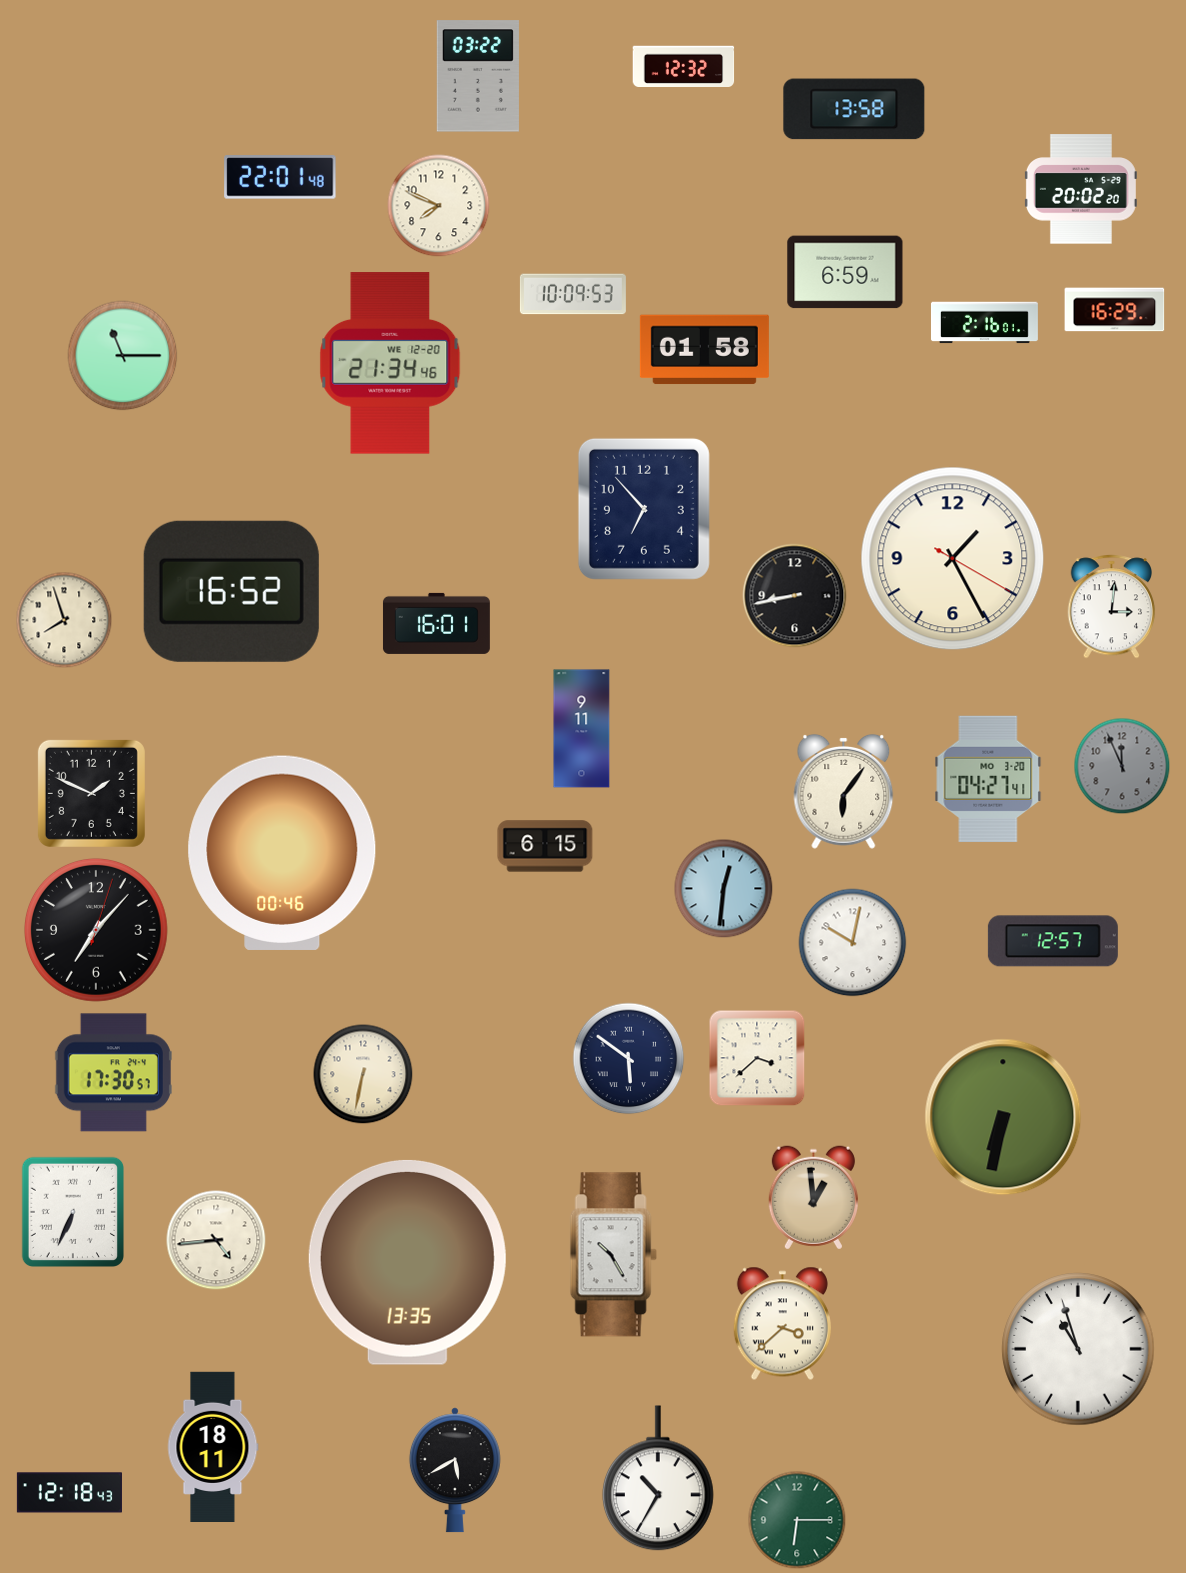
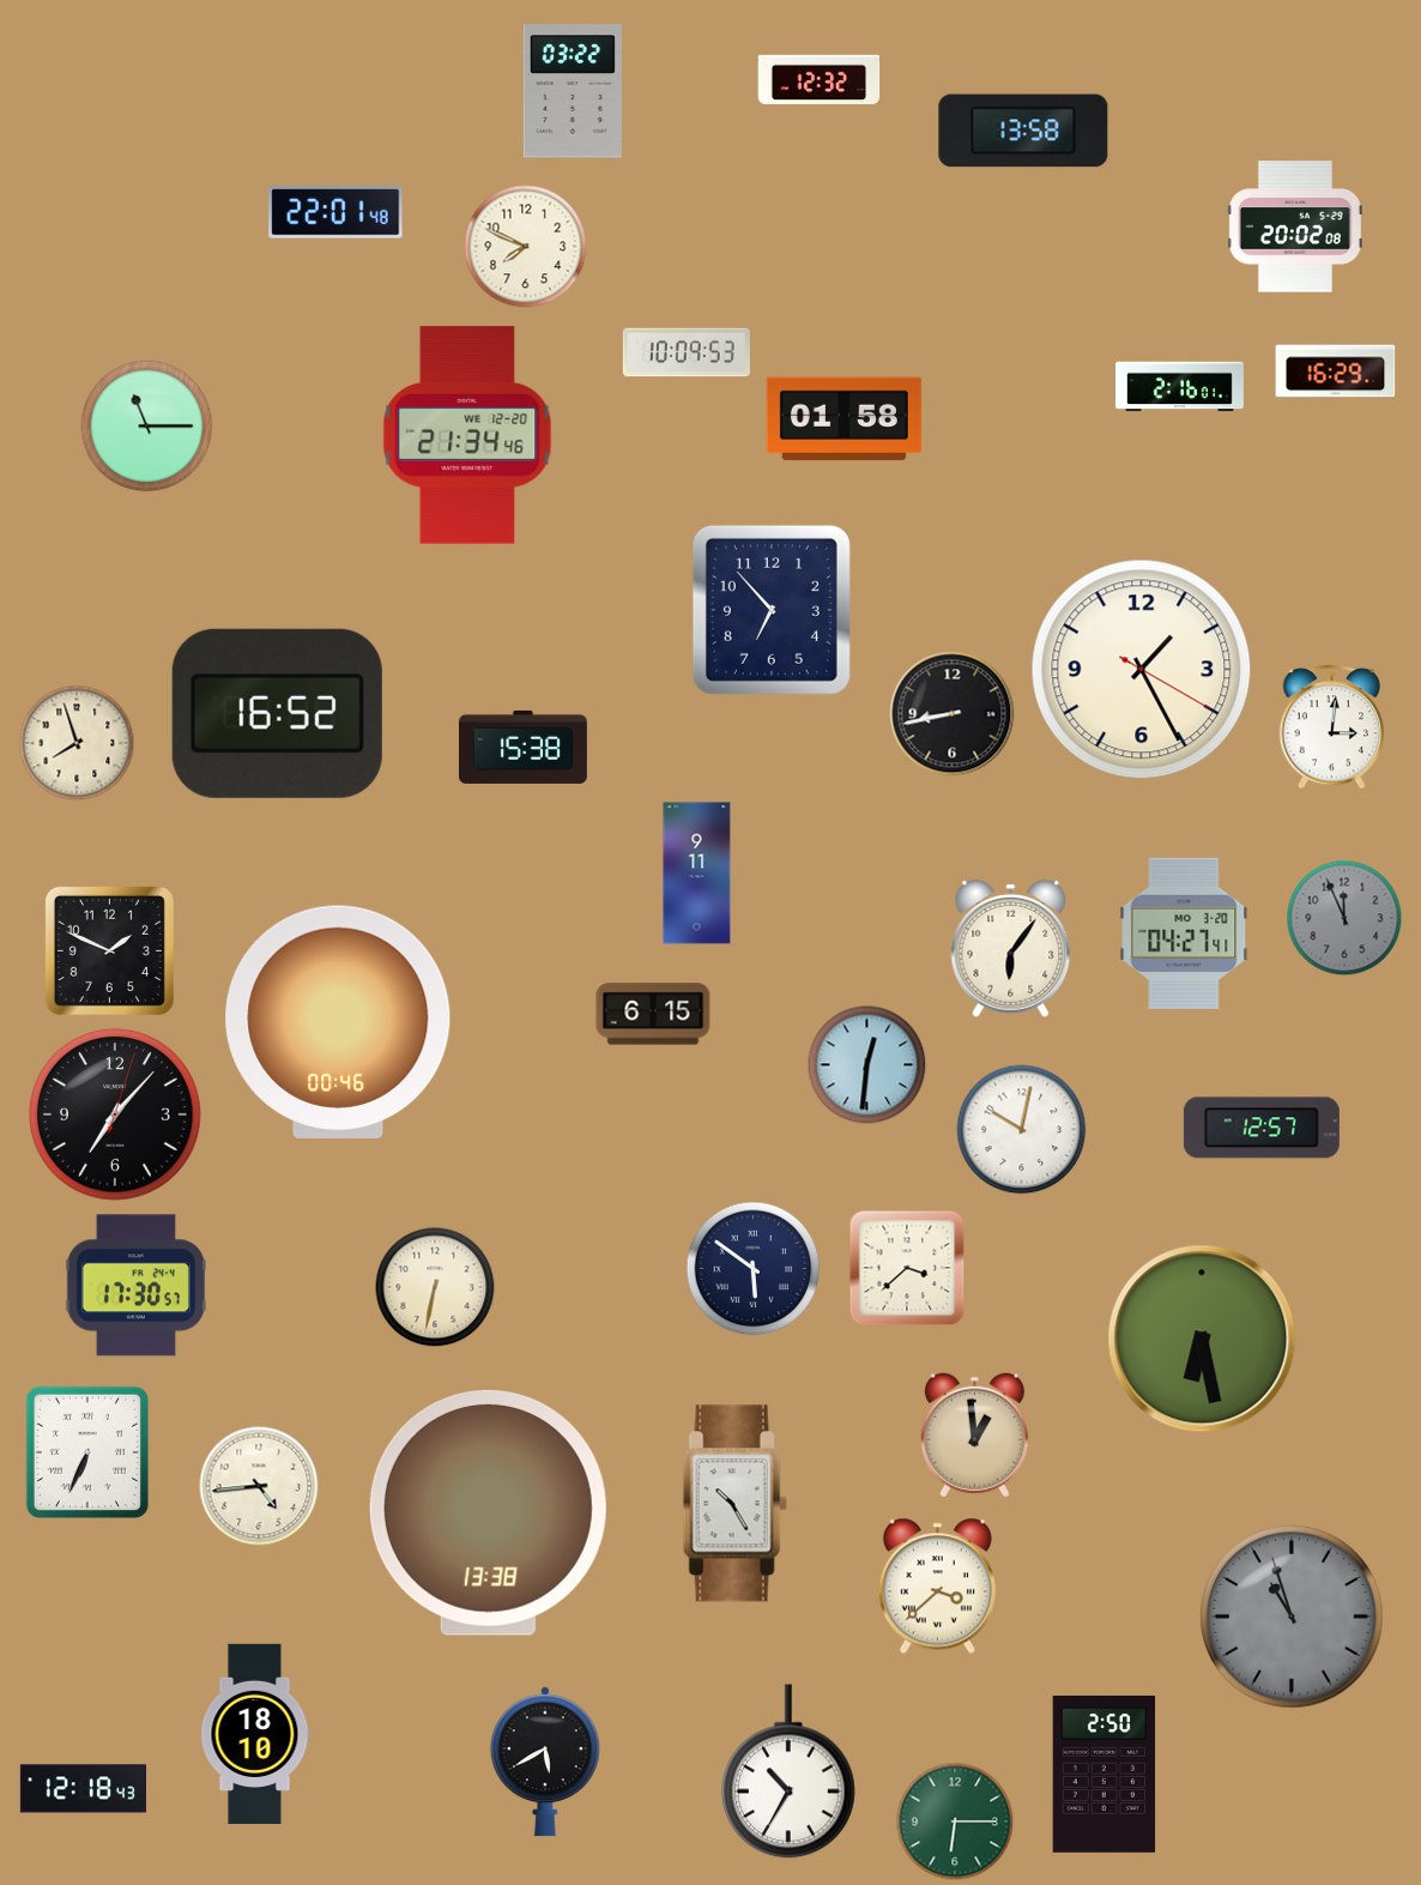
clock at (1081, 189): 20:02:20 -> 20:02:08
clock at (845, 272): 6:59 -> none
clock at (231, 591) position: (231, 591) -> (277, 713)
clock at (436, 623): 16:01 -> 15:38
clock at (1003, 1117): 6:32 -> 6:28
clock at (407, 1262): 13:35 -> 13:38
clock at (1078, 1349) dial: white -> grey
clock at (213, 1446): 18:11 -> 18:10
clock at (1105, 1774): none -> 2:50
